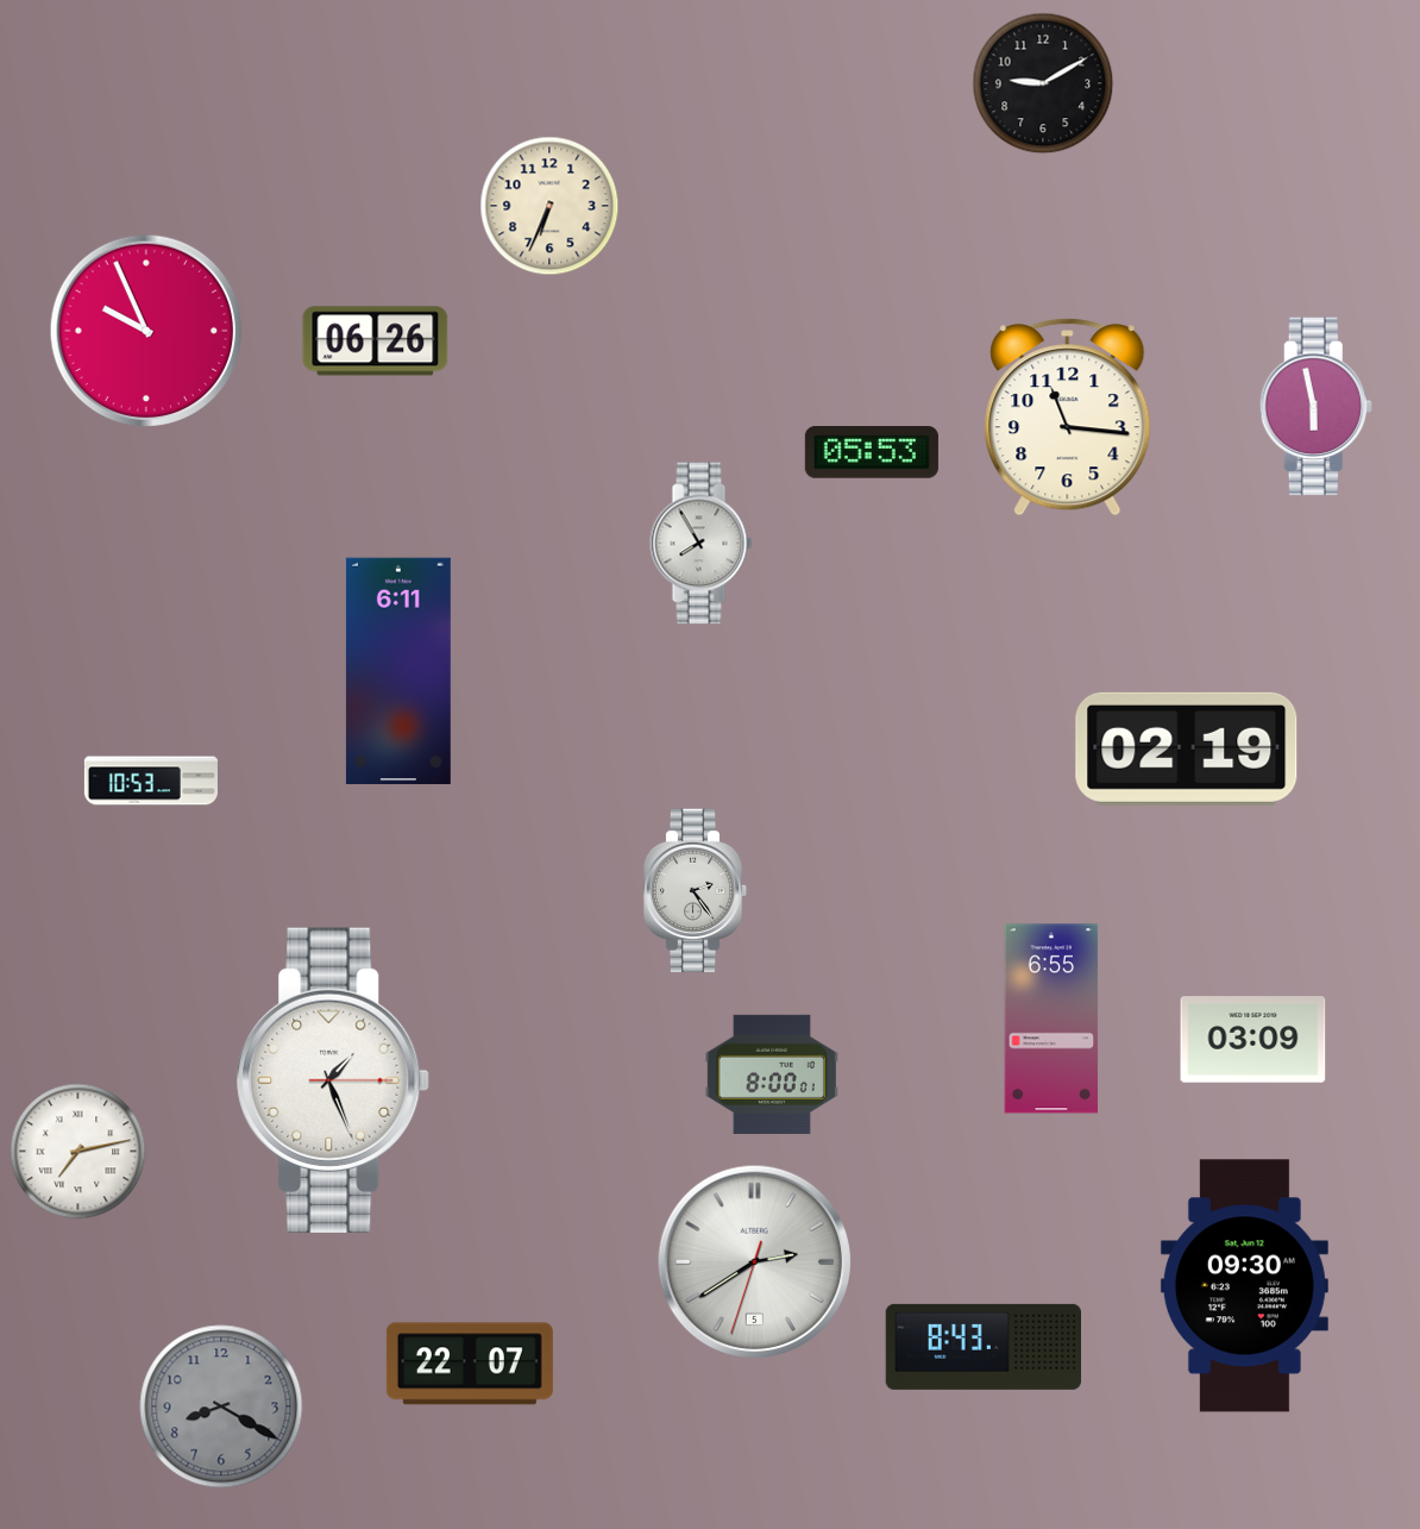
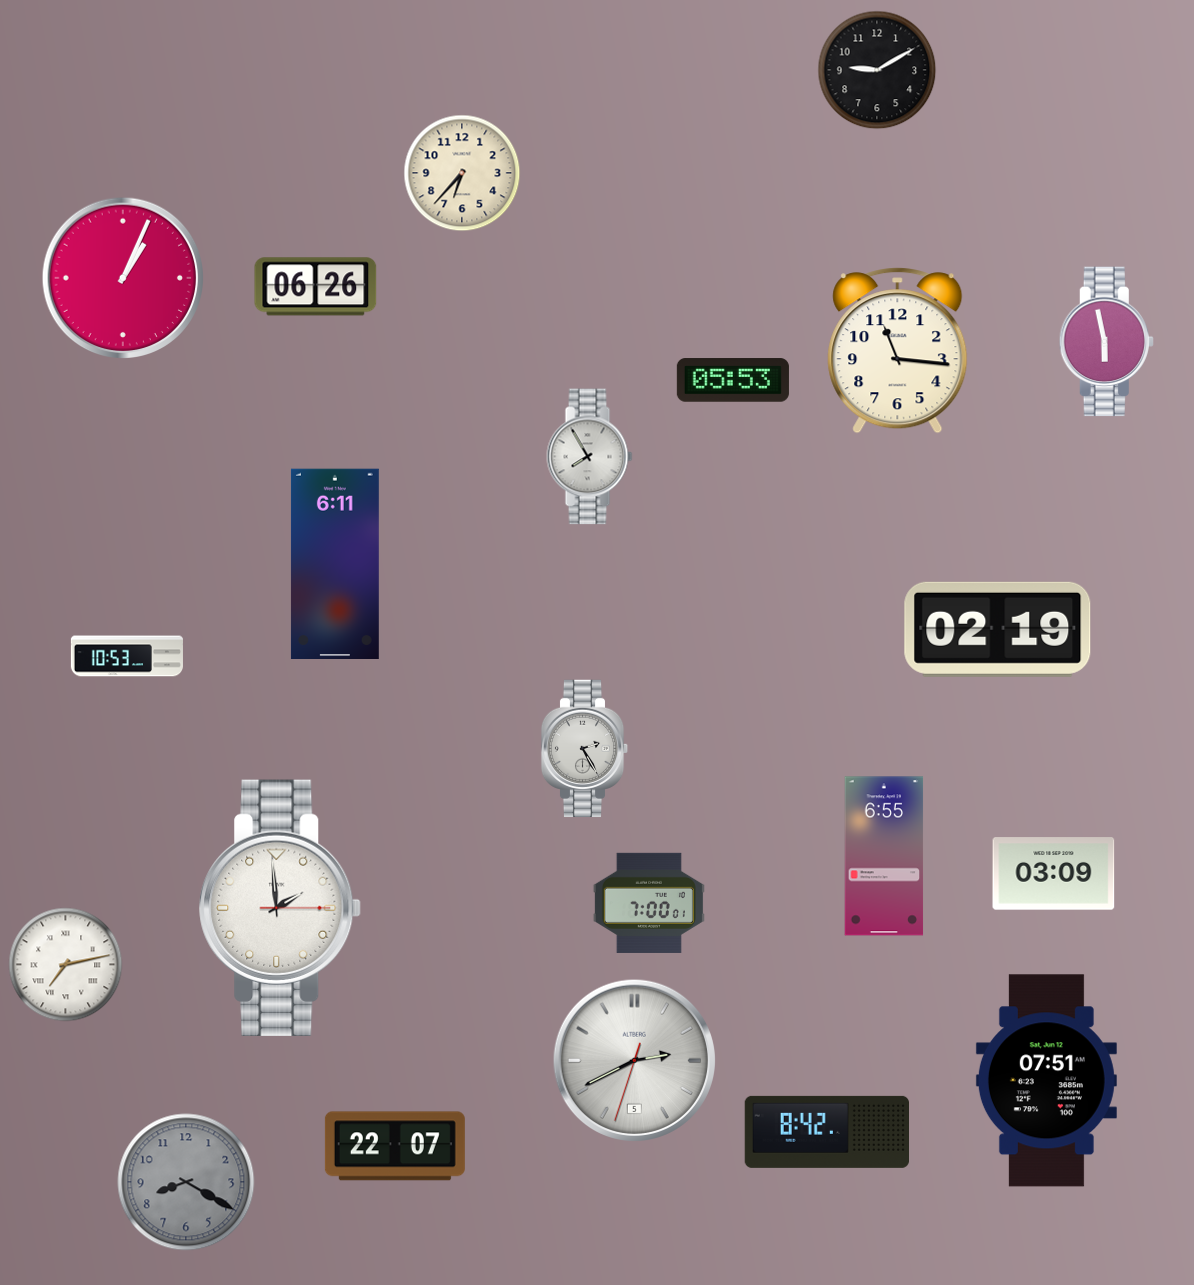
clock at (549, 206): 6:34 -> 6:37
clock at (146, 331): 9:56 -> 1:04
clock at (696, 891): 2:24 -> 2:25
clock at (772, 1074): 8:00 -> 7:00
clock at (333, 1080): 1:26 -> 1:59
clock at (78, 1152) position: (78, 1152) -> (66, 965)
clock at (754, 1261): 2:39 -> 2:40
clock at (1244, 1286): 09:30 -> 07:51
clock at (982, 1347): 8:43 -> 8:42
